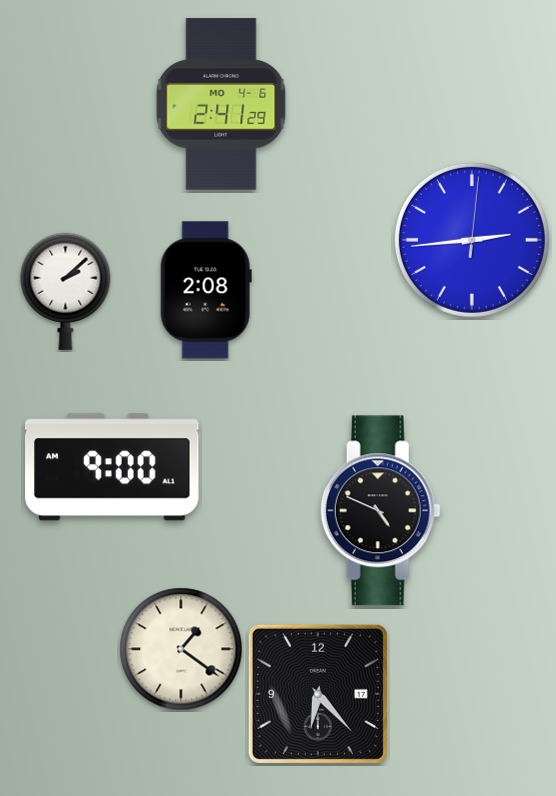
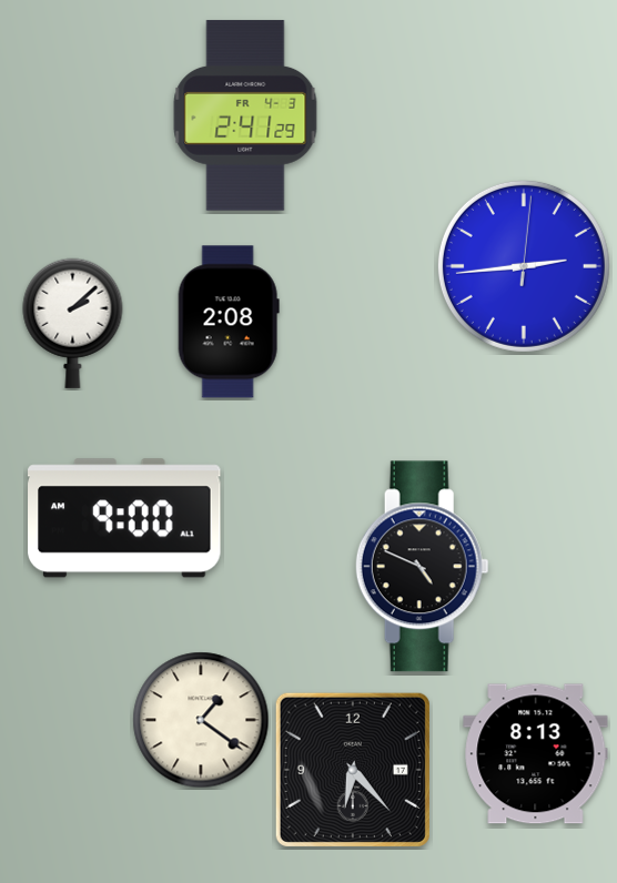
clock at (221, 104) date: MO 4-6 -> FR 4-3
clock at (536, 754): none -> 8:13
